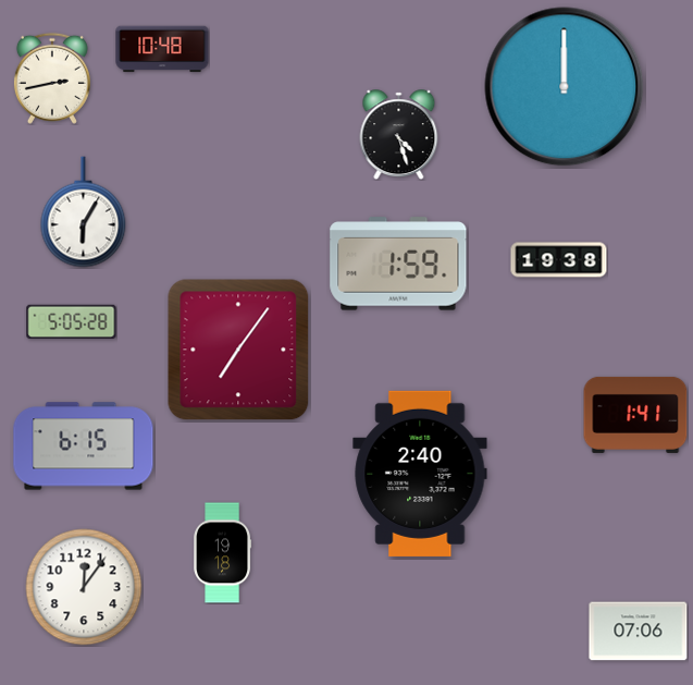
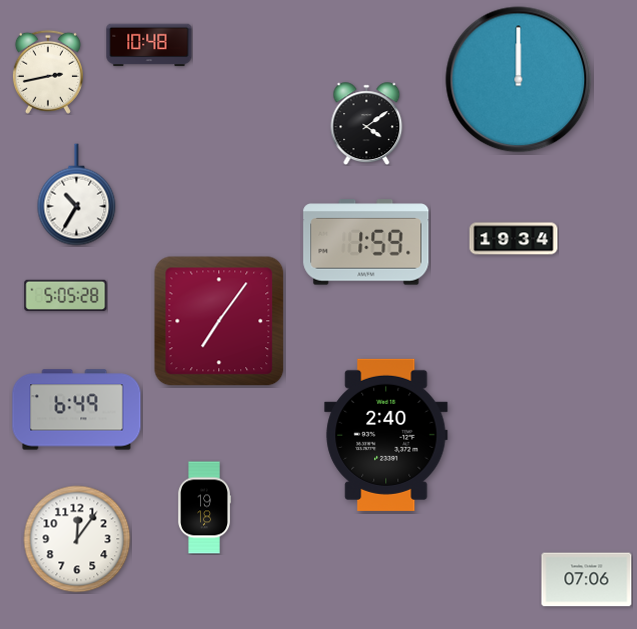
clock at (399, 135): 4:27 -> 4:09
clock at (84, 212): 6:05 -> 10:35
clock at (559, 260): 19:38 -> 19:34
clock at (635, 415): 1:41 -> none
clock at (84, 447): 6:15 -> 6:49
